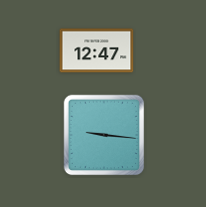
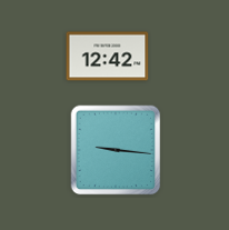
clock at (97, 51): 12:47 -> 12:42
